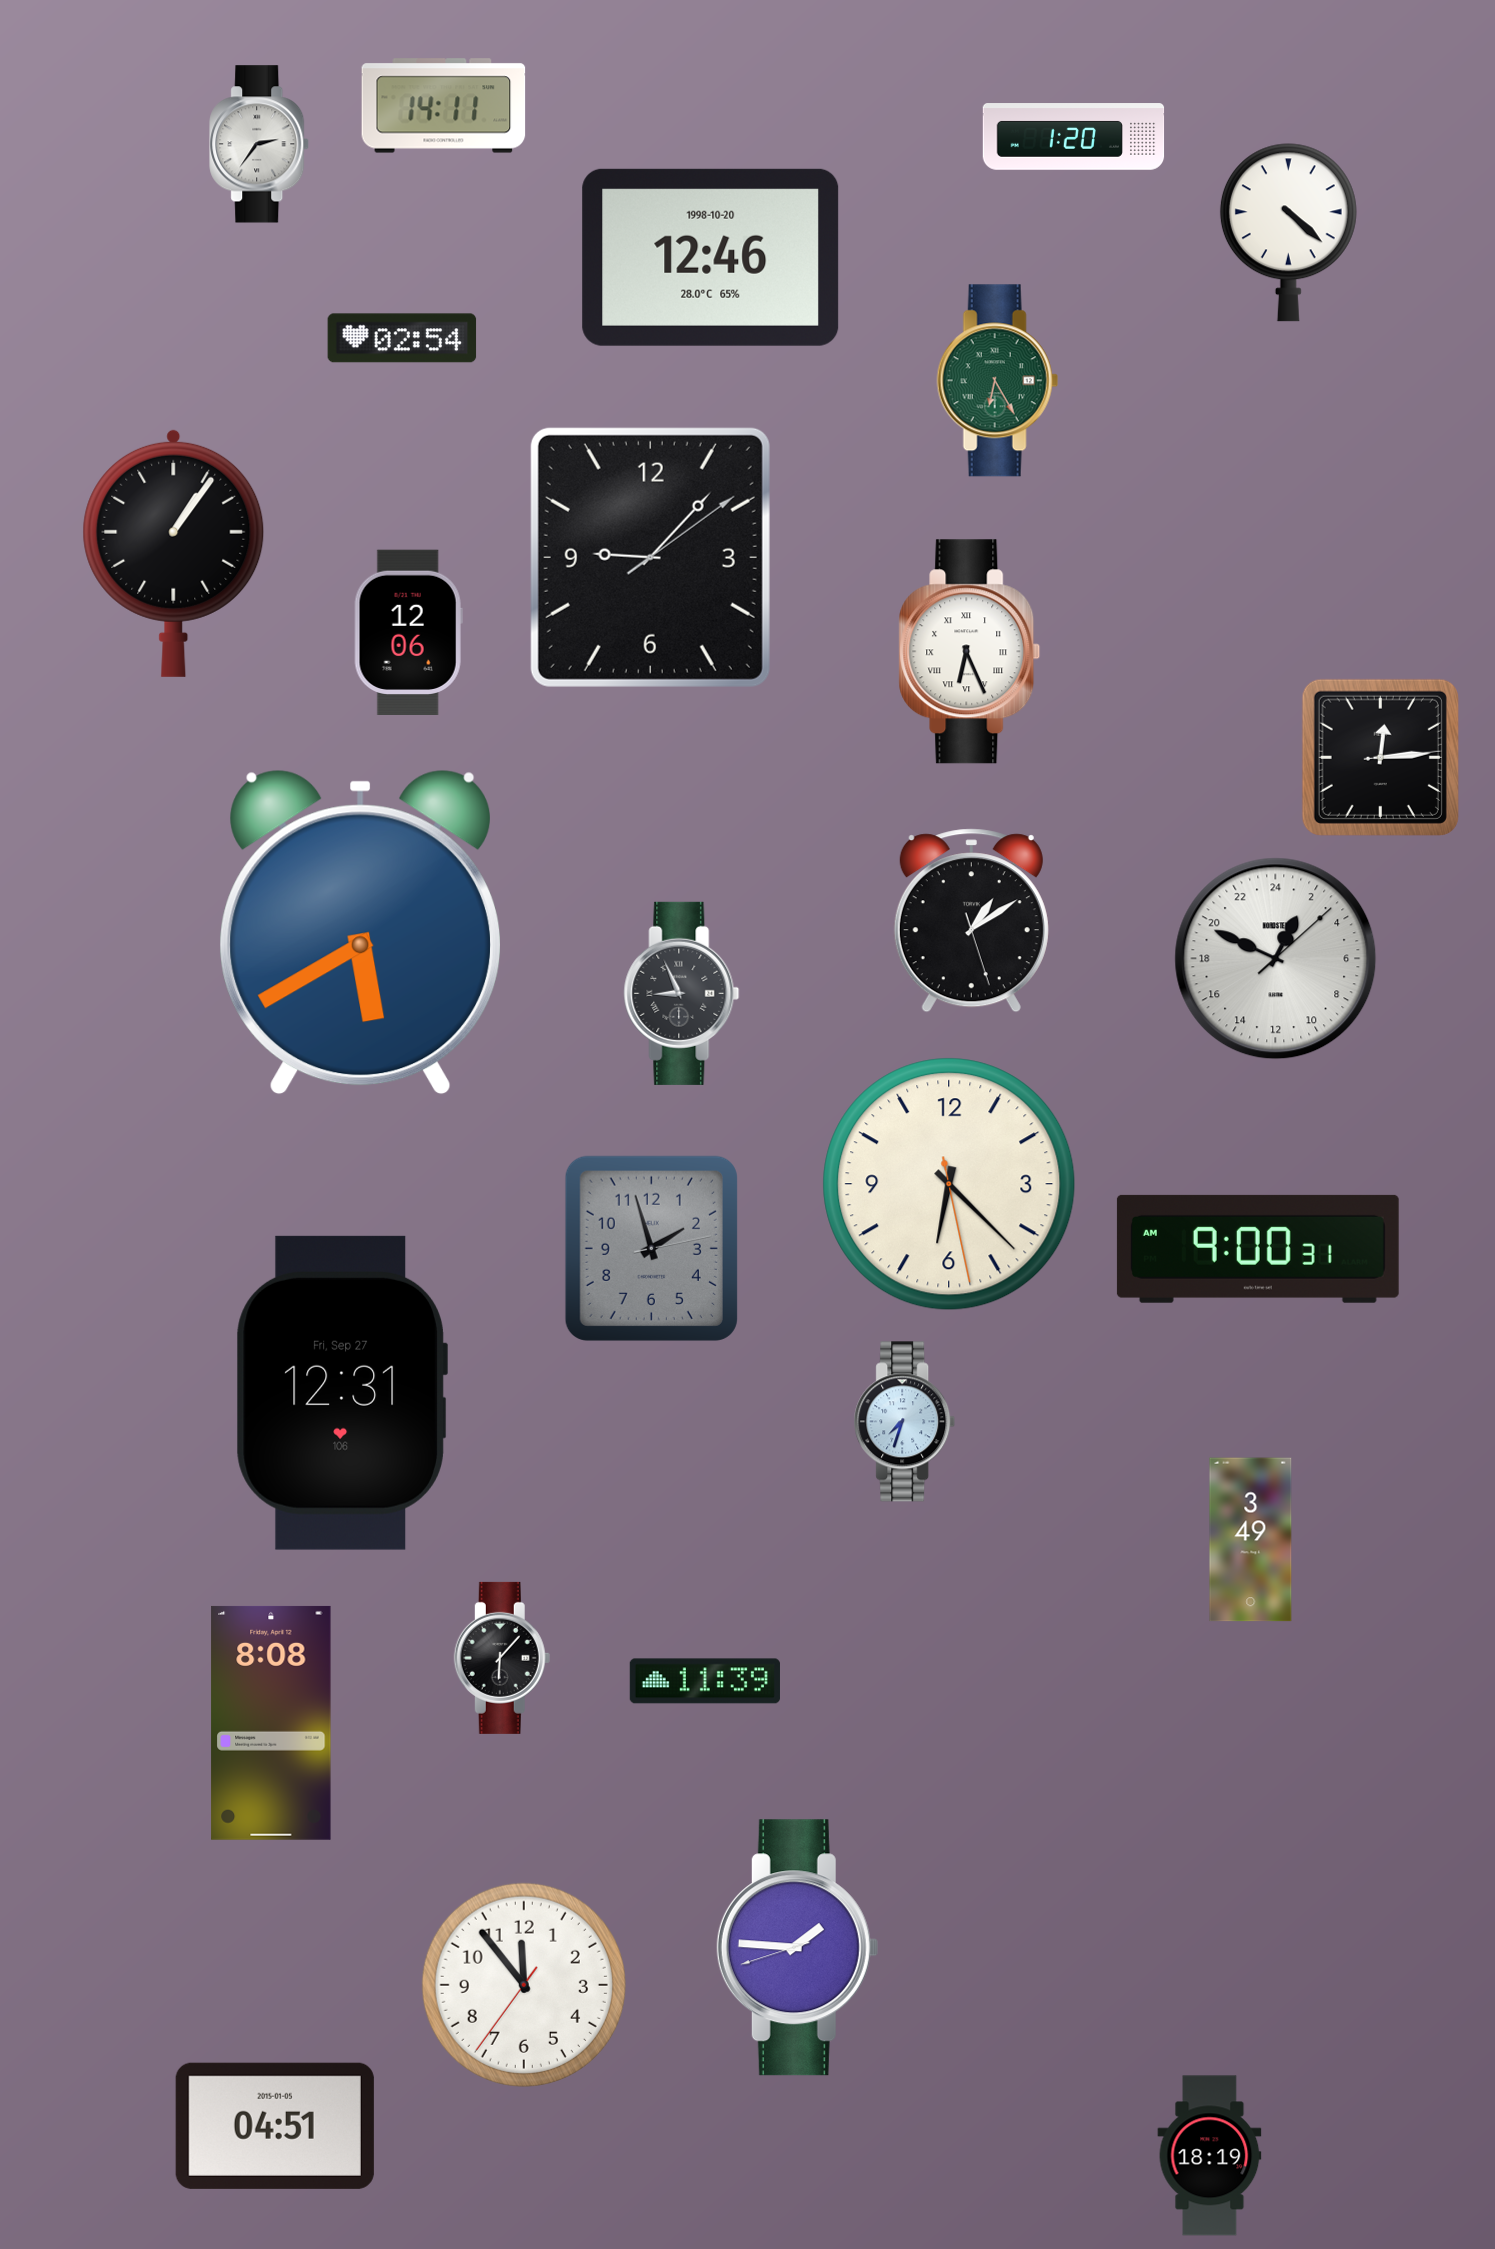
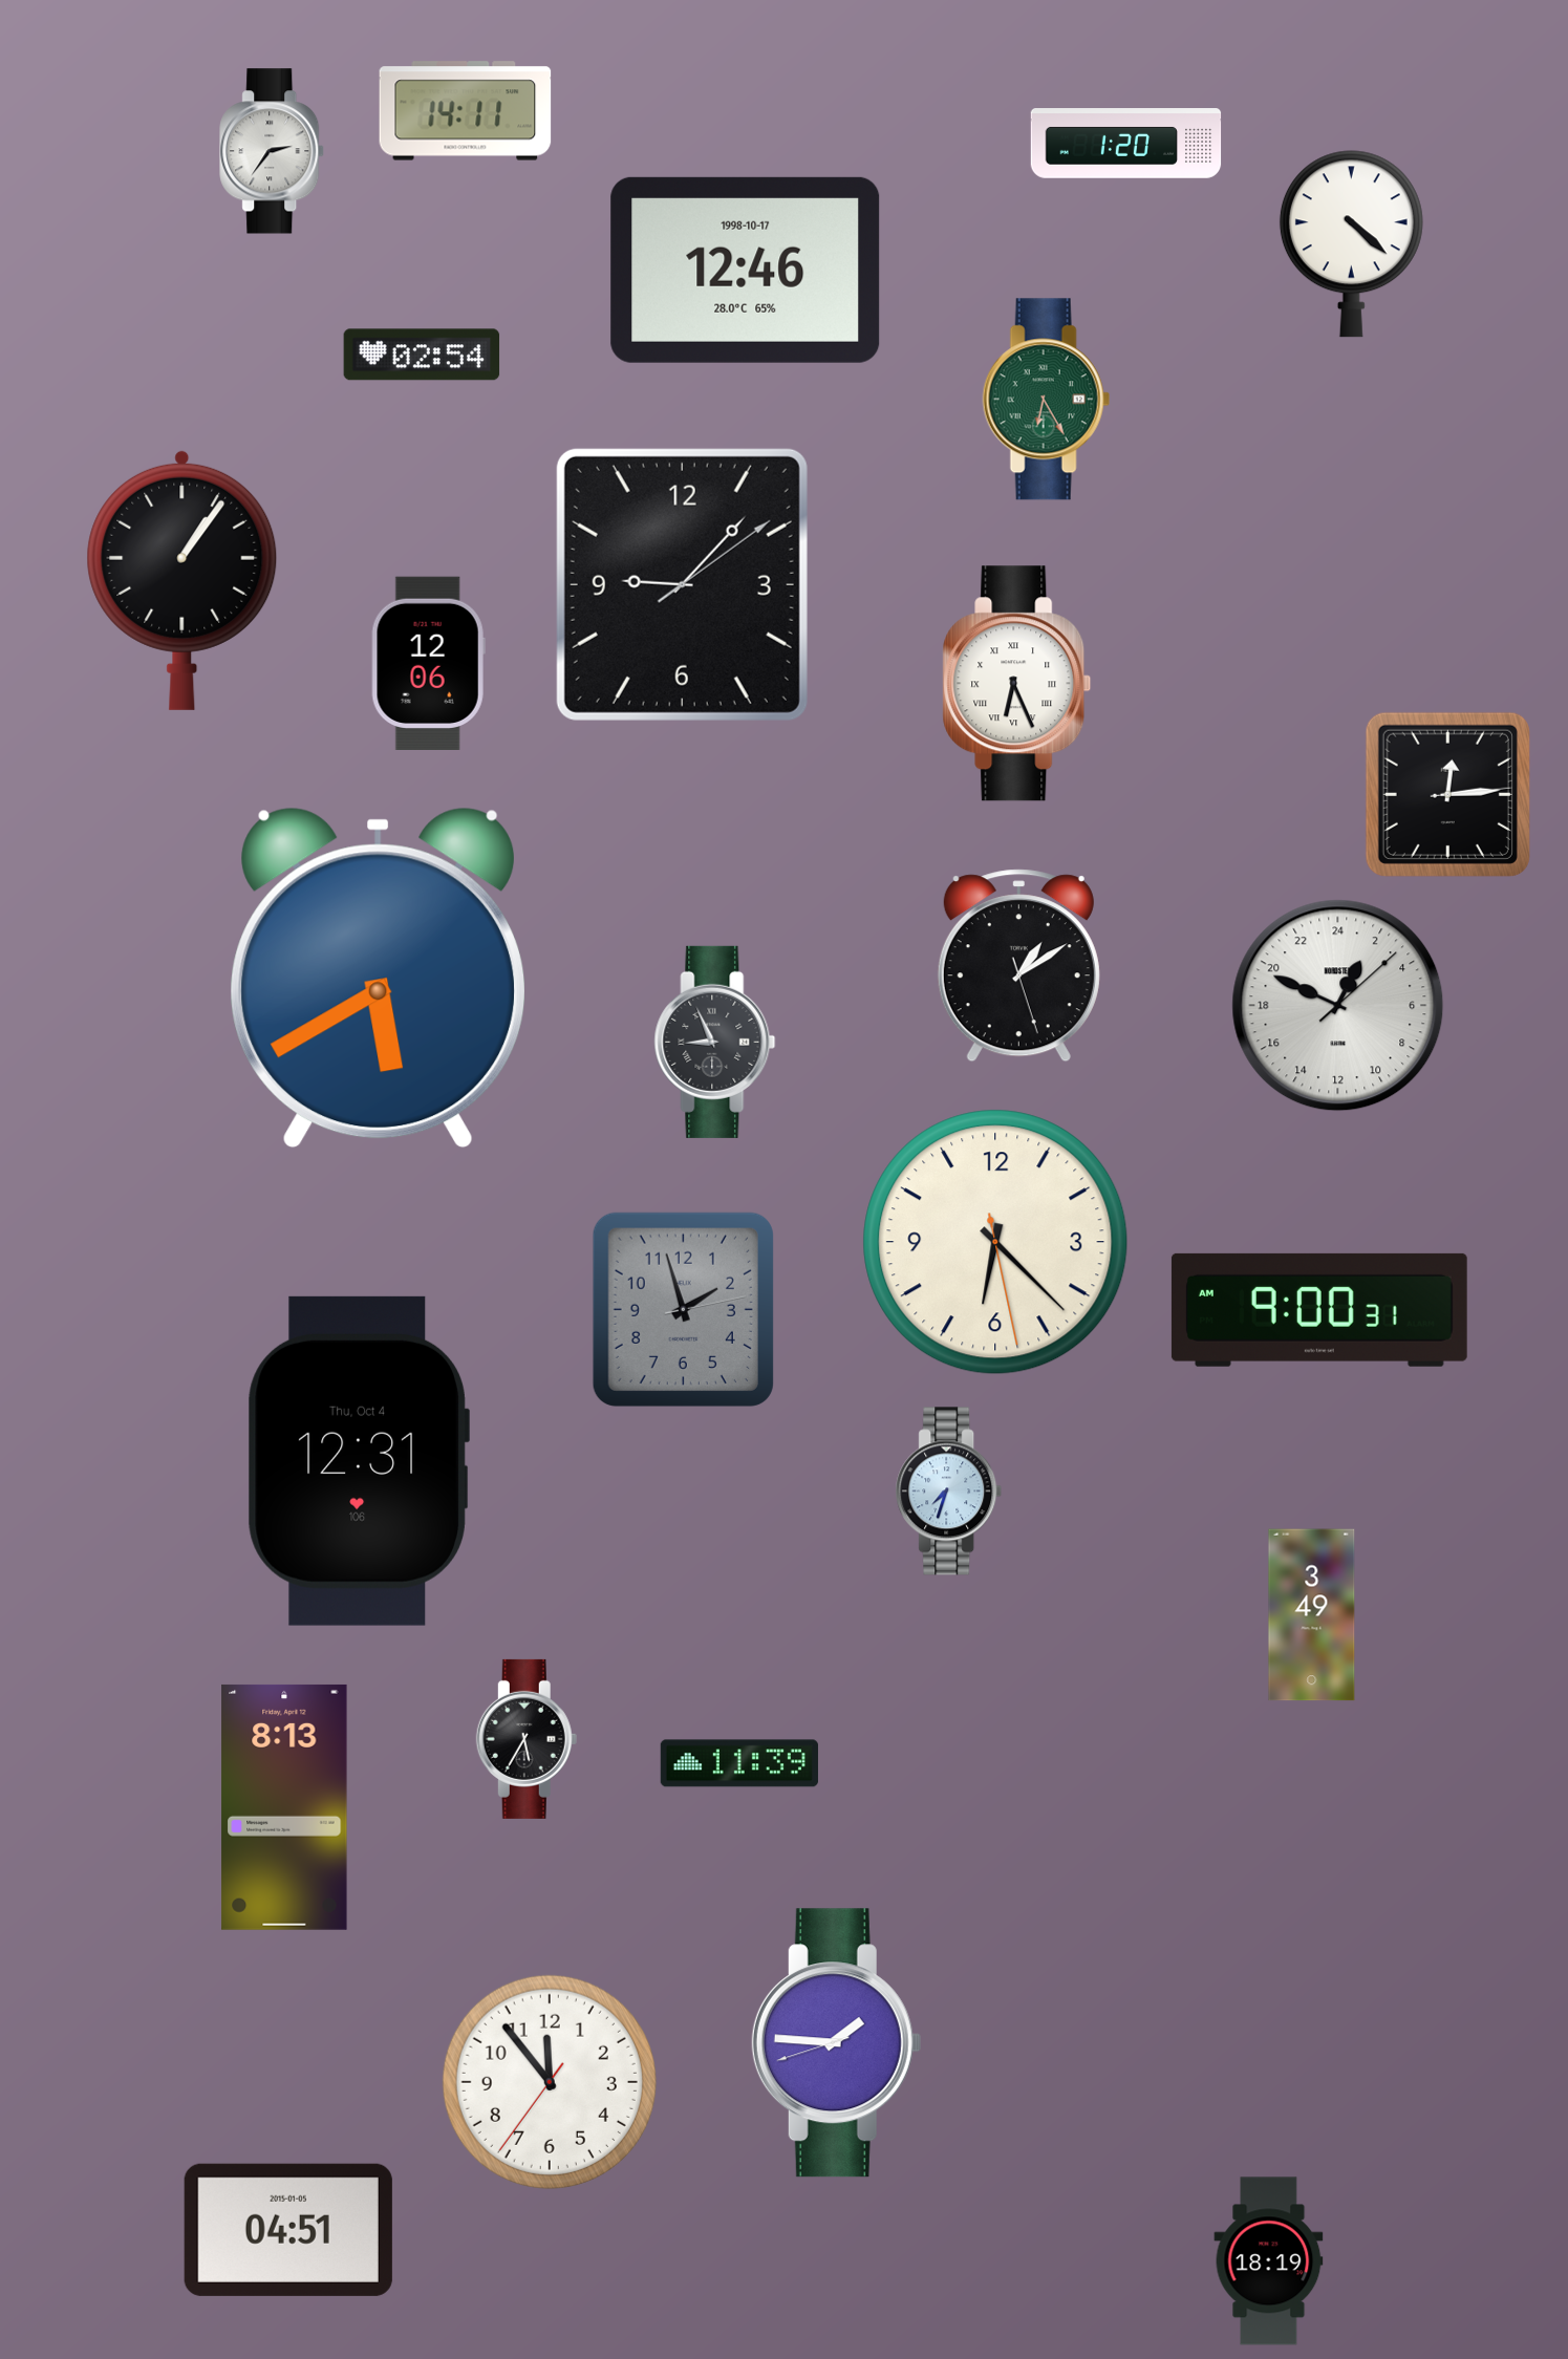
clock at (711, 257) date: 1998-10-20 -> 1998-10-17
clock at (342, 1393) date: Fri, Sep 27 -> Thu, Oct 4
clock at (502, 1658): 6:07 -> 5:35
clock at (271, 1723): 8:08 -> 8:13
